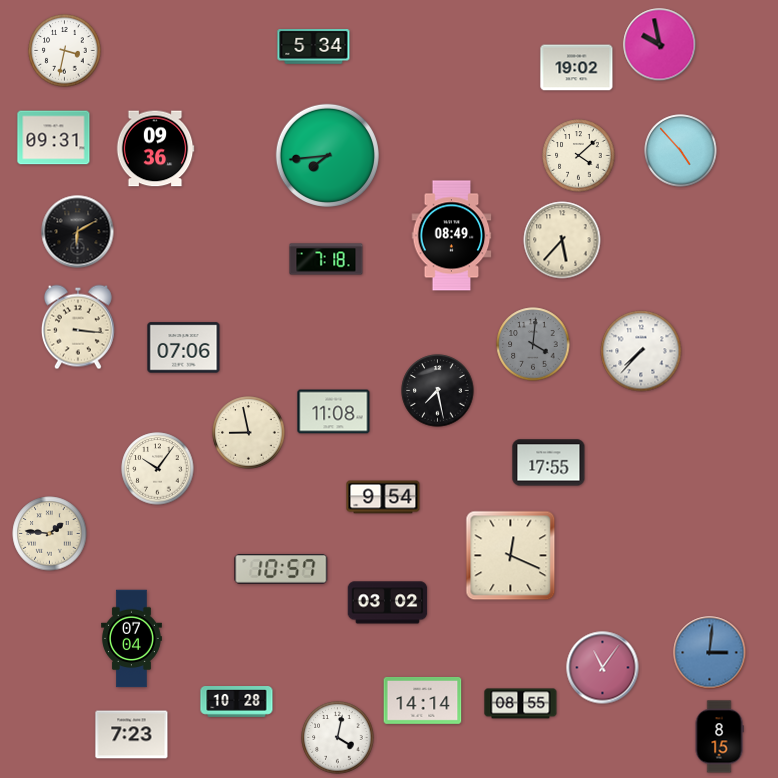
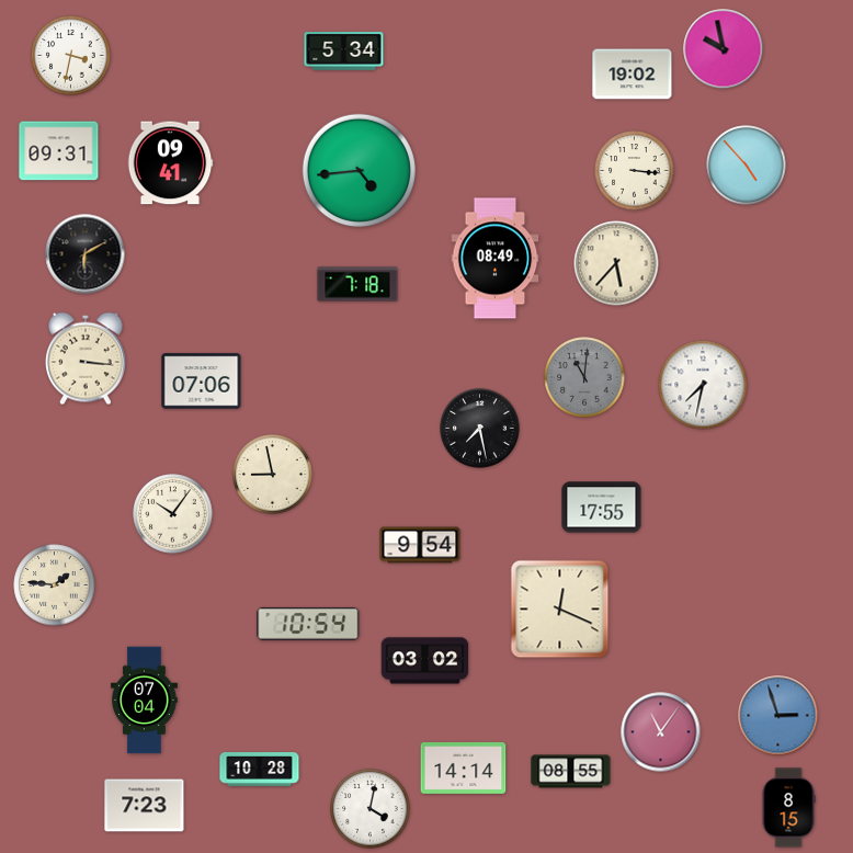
clock at (155, 149): 09:36 -> 09:41
clock at (327, 155): 7:44 -> 4:44
clock at (579, 156): 4:08 -> 3:16
clock at (533, 344): 4:01 -> 11:01
clock at (641, 351): 7:37 -> 7:32
clock at (334, 412): 11:08 -> none
clock at (281, 569): 10:57 -> 10:54
clock at (710, 653): 3:01 -> 2:57
